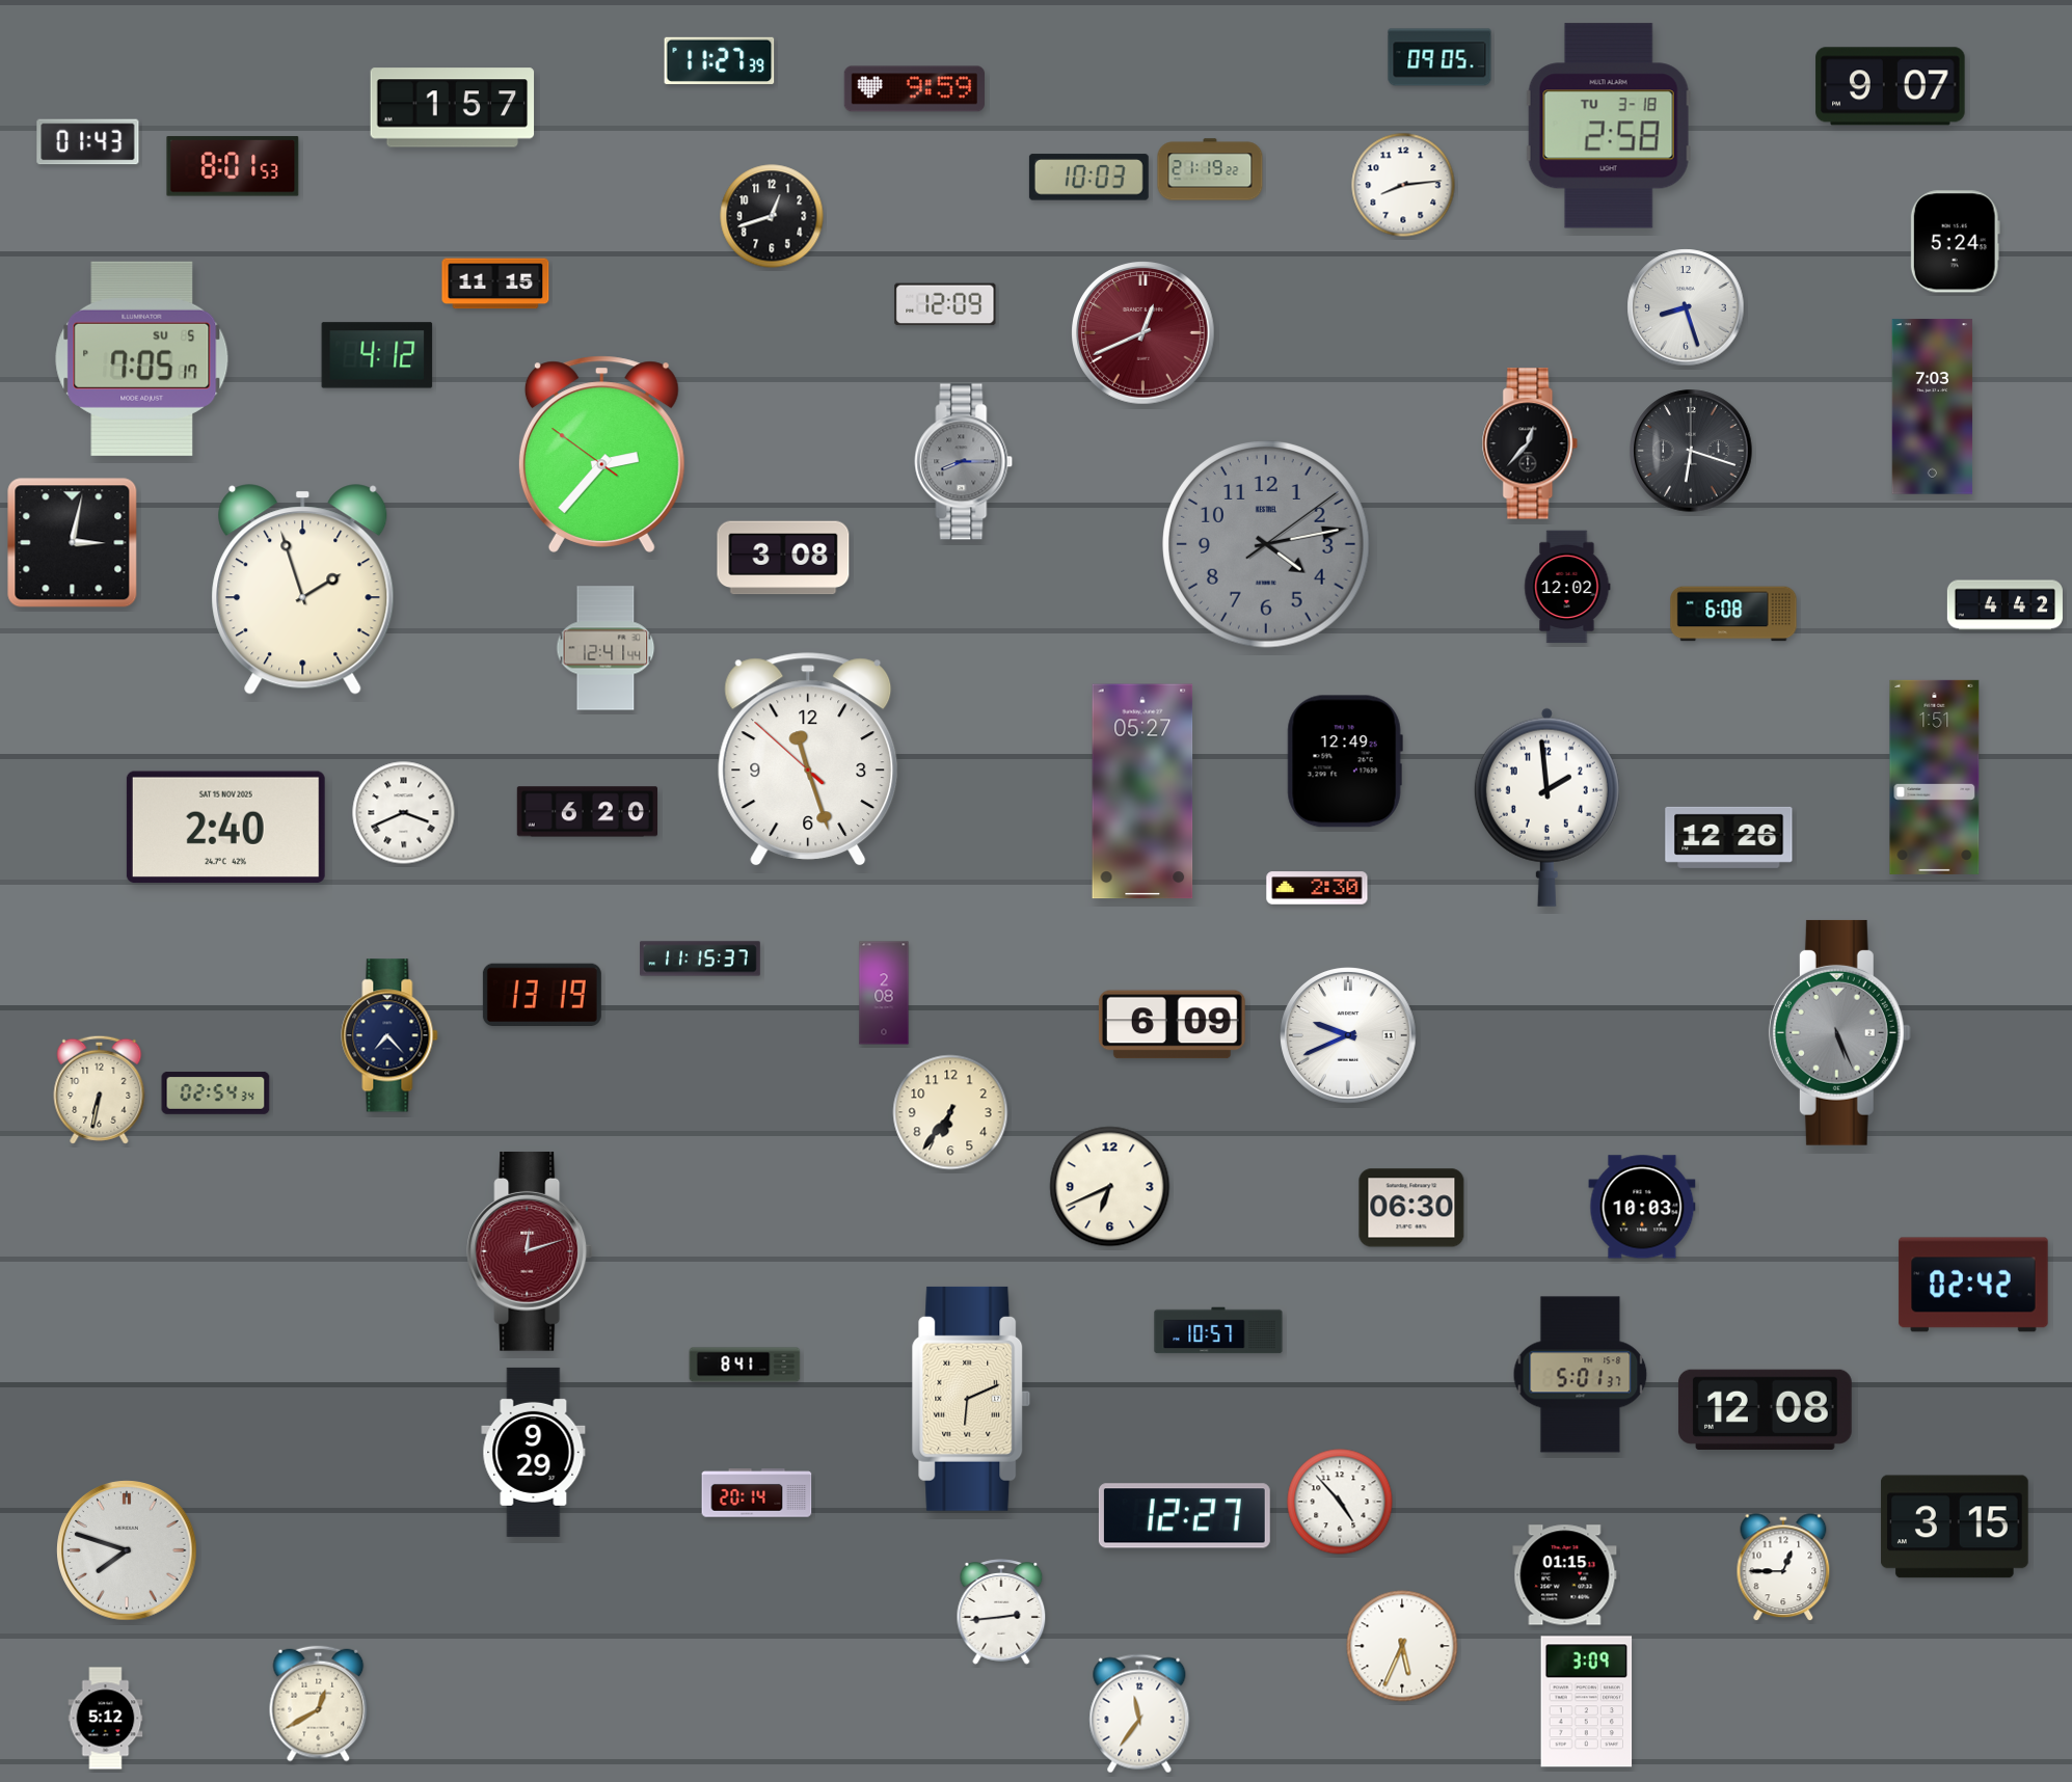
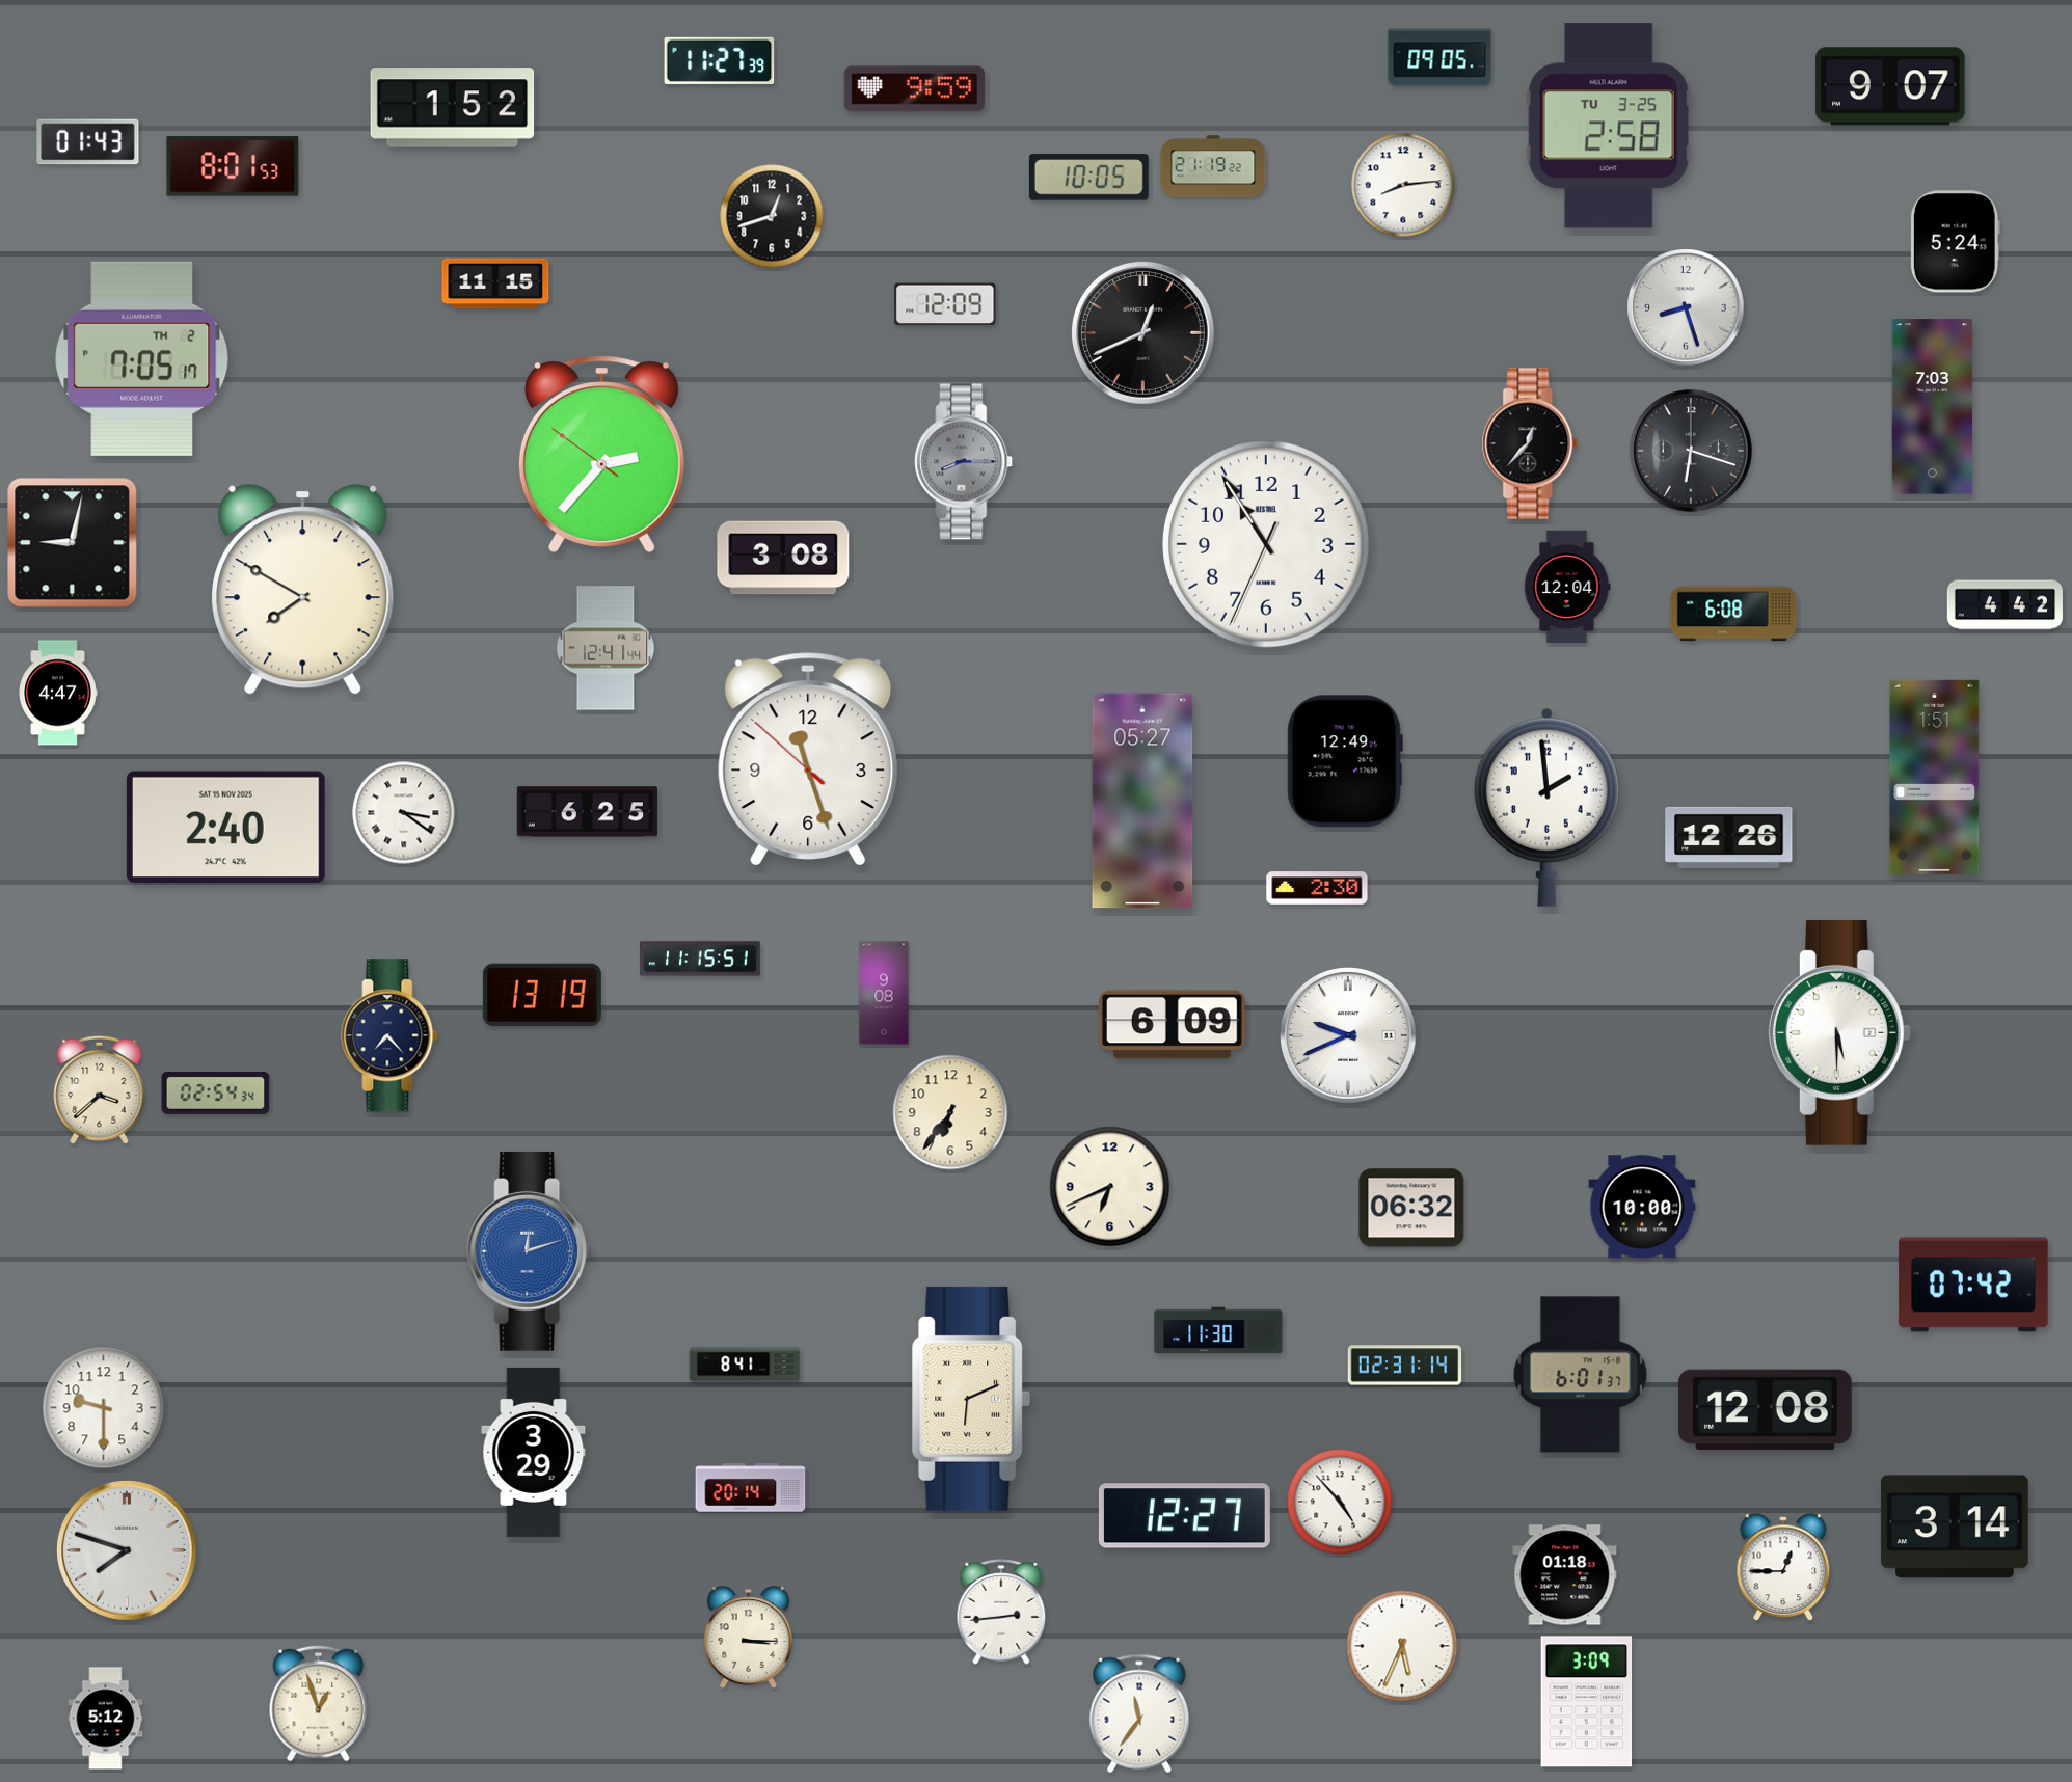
clock at (453, 108): 1:57 -> 1:52
clock at (1609, 126) date: TU 3-18 -> TU 3-25
clock at (1210, 169) position: (1210, 169) -> (1213, 166)
clock at (1088, 178): 10:03 -> 10:05
clock at (1143, 333) dial: burgundy -> black
clock at (377, 355): 4:12 -> none
clock at (142, 358) date: SU 5 -> TH 2
clock at (73, 543): 3:02 -> 9:02
clock at (1266, 544): 4:13 -> 10:54
clock at (1266, 544) dial: grey -> white
clock at (1567, 587): 12:02 -> 12:04
clock at (303, 590): 1:57 -> 7:50
clock at (58, 693): none -> 4:47
clock at (1142, 791) position: (1142, 791) -> (1142, 801)
clock at (587, 812): 6:20 -> 6:25
clock at (404, 813): 3:41 -> 3:21
clock at (700, 959): 11:15:37 -> 11:15:51
clock at (884, 993): 2:08 -> 9:08
clock at (1839, 1032): 5:26 -> 5:30
clock at (1839, 1032) dial: grey -> white
clock at (100, 1089): 6:32 -> 3:38
clock at (1642, 1207): 10:03 -> 10:00
clock at (1411, 1208): 06:30 -> 06:32
clock at (530, 1251) dial: burgundy -> blue
clock at (1973, 1285): 02:42 -> 07:42
clock at (1218, 1330): 10:57 -> 11:30
clock at (1405, 1366): none -> 02:31
clock at (1581, 1375): 5:01 -> 6:01
clock at (104, 1408): none -> 9:30
clock at (534, 1452): 9:29 -> 3:29
clock at (757, 1493) position: (757, 1493) -> (751, 1488)
clock at (1956, 1527): 3:15 -> 3:14
clock at (1565, 1575): 01:15 -> 01:18
clock at (749, 1638): none -> 3:15
clock at (319, 1704): 12:40 -> 12:57
